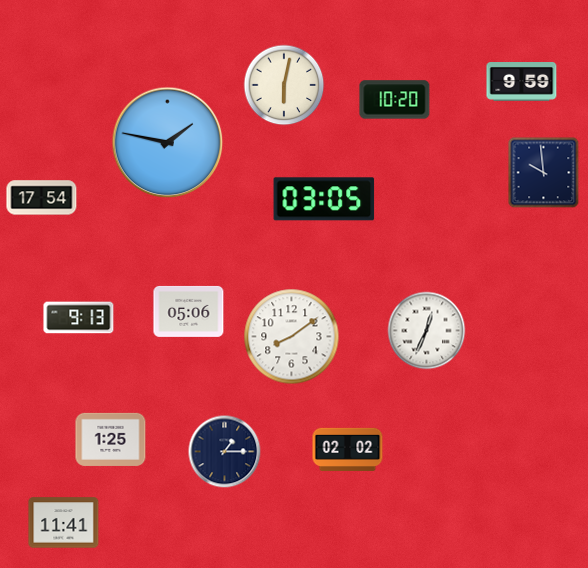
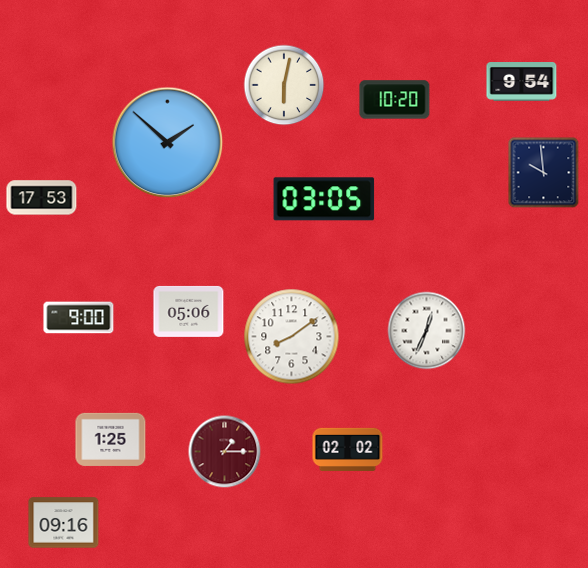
clock at (522, 82): 9:59 -> 9:54
clock at (168, 143): 1:47 -> 1:52
clock at (42, 198): 17:54 -> 17:53
clock at (79, 318): 9:13 -> 9:00
clock at (225, 452) dial: navy -> burgundy
clock at (64, 523): 11:41 -> 09:16
